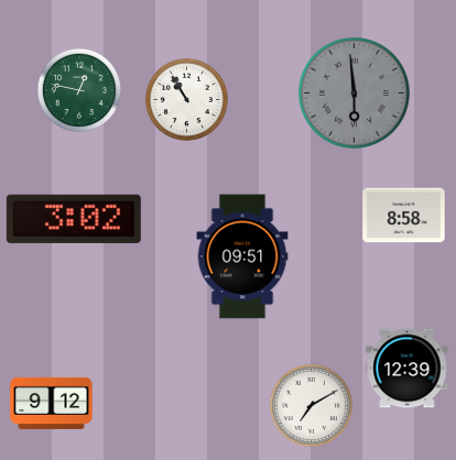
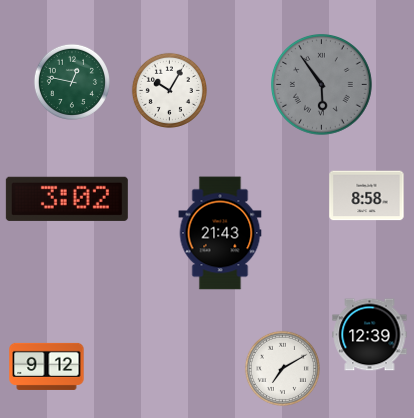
clock at (355, 94): 5:59 -> 5:54
clock at (186, 99): 10:55 -> 10:05
clock at (242, 256): 09:51 -> 21:43
